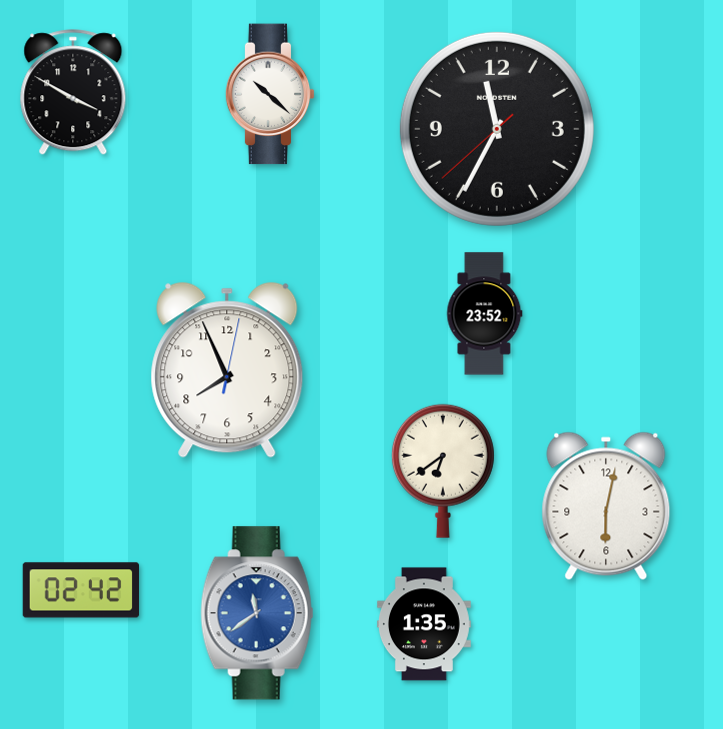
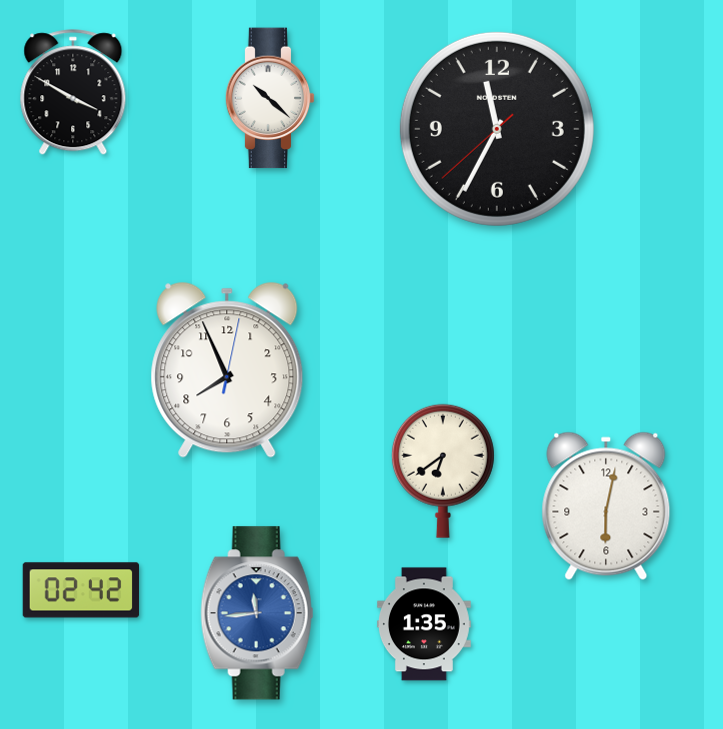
clock at (270, 94) position: (270, 94) -> (270, 98)
clock at (485, 314): 23:52 -> none
clock at (257, 613): 11:39 -> 11:44
